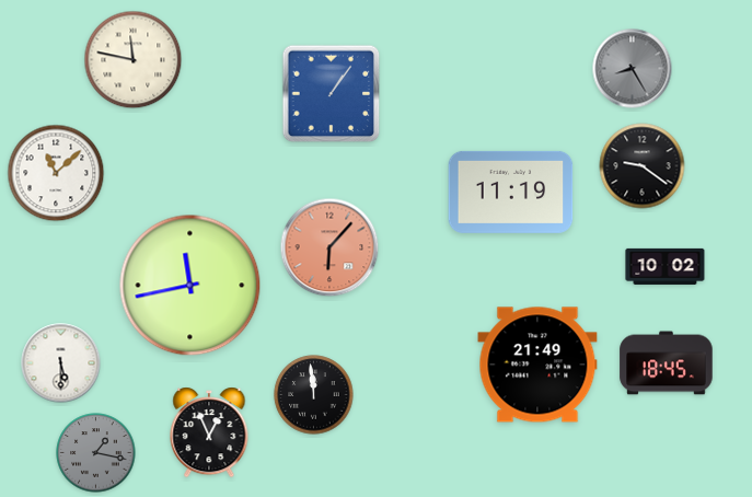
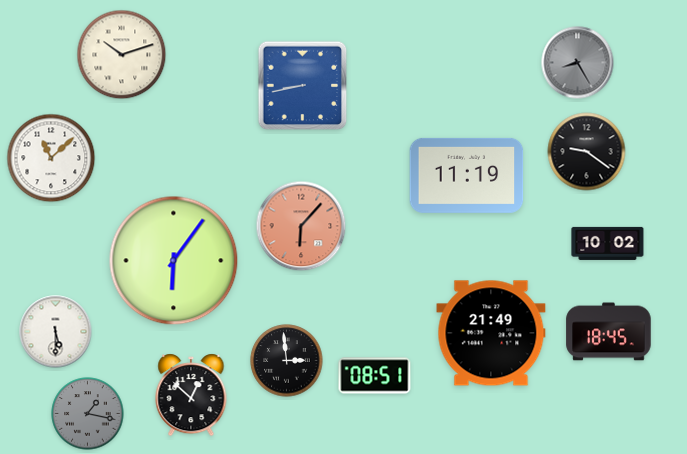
clock at (134, 60): 11:47 -> 10:12
clock at (332, 94): 1:06 -> 8:43
clock at (190, 286): 11:43 -> 6:06
clock at (314, 395): 11:59 -> 2:59
clock at (375, 376): none -> 08:51
clock at (209, 432): 12:56 -> 12:52
